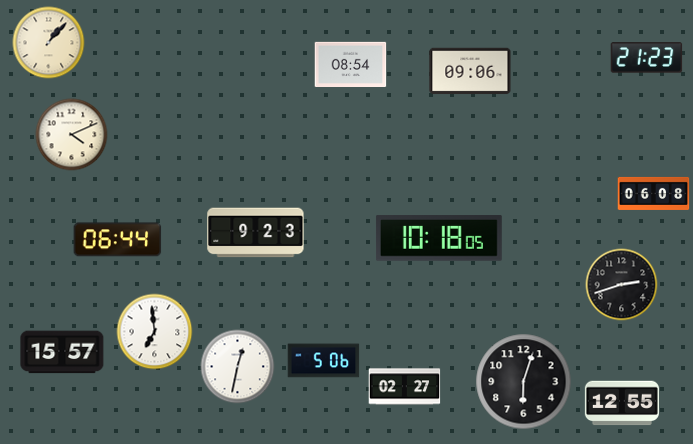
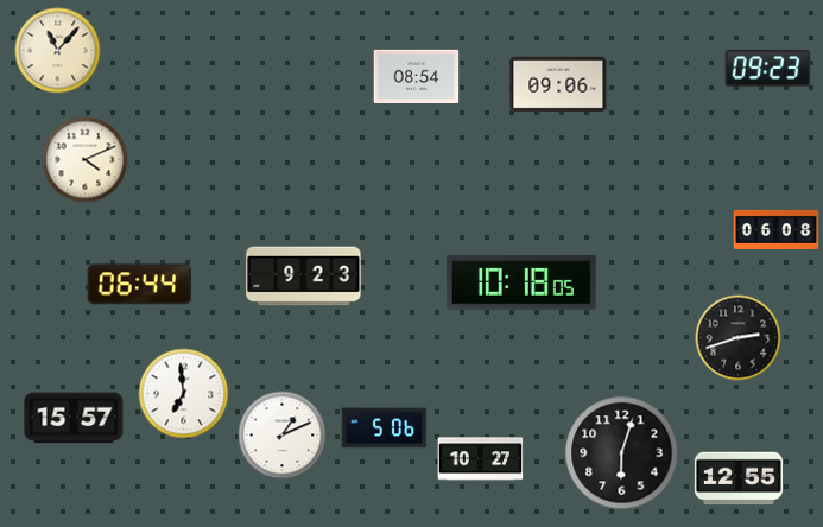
clock at (49, 43): 1:07 -> 11:07
clock at (647, 58): 21:23 -> 09:23
clock at (238, 367): 12:32 -> 1:11
clock at (405, 387): 02:27 -> 10:27
